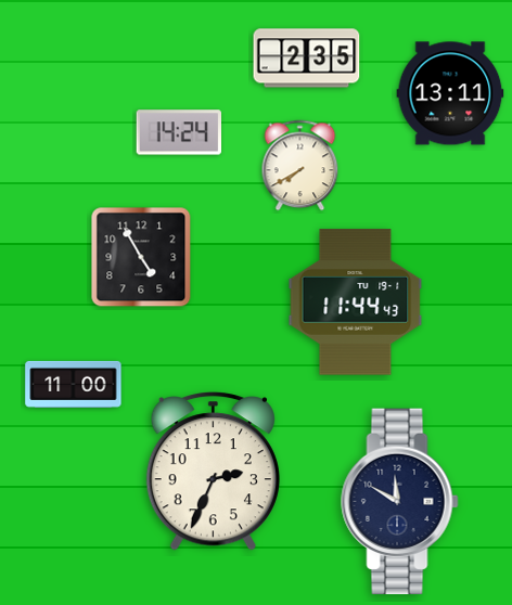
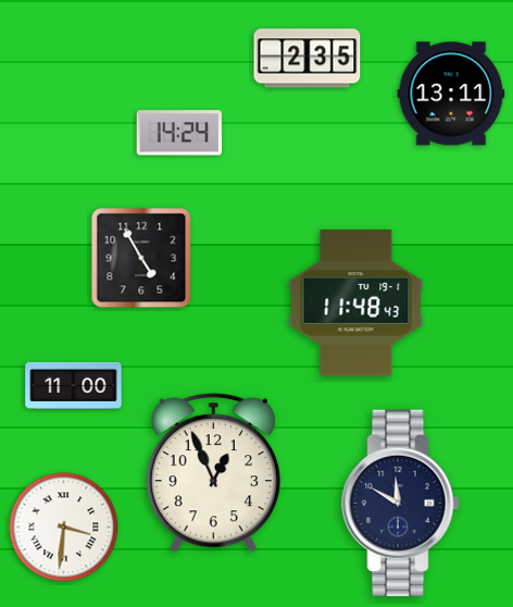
clock at (300, 166): 7:40 -> none
clock at (356, 302): 11:44 -> 11:48
clock at (213, 472): 2:34 -> 12:56
clock at (64, 528): none -> 3:31
